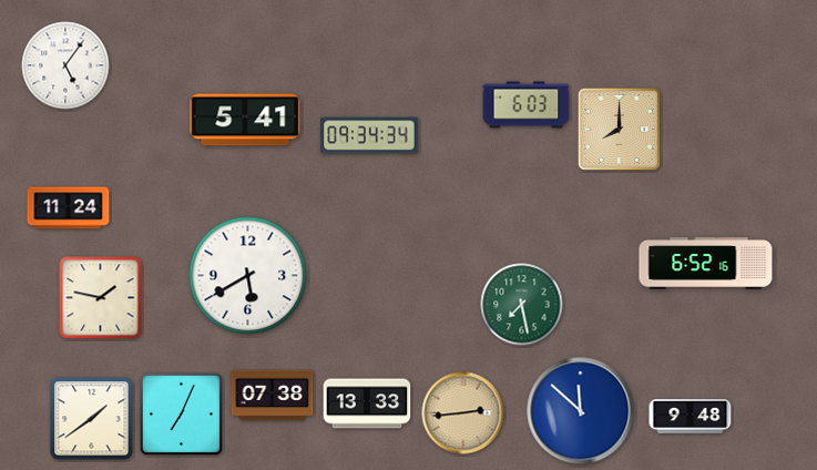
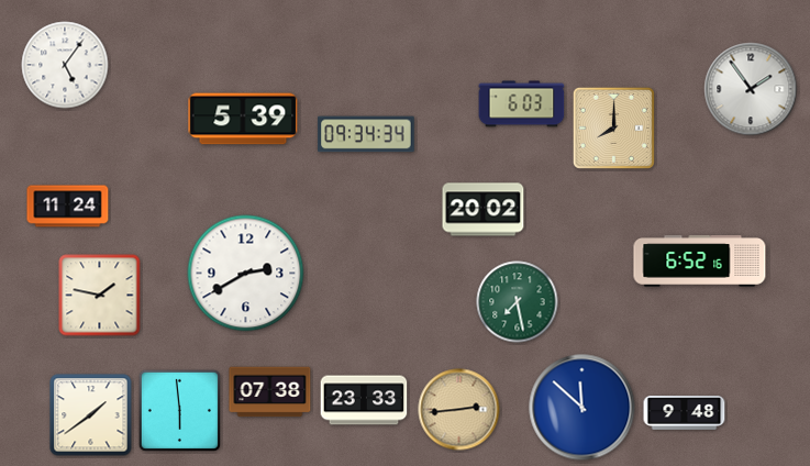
clock at (751, 89): none -> 1:54
clock at (245, 120): 5:41 -> 5:39
clock at (484, 210): none -> 20:02
clock at (248, 276): 5:40 -> 2:40
clock at (367, 403): 13:33 -> 23:33
clock at (581, 411) position: (581, 411) -> (582, 408)
clock at (181, 413): 7:04 -> 5:59
